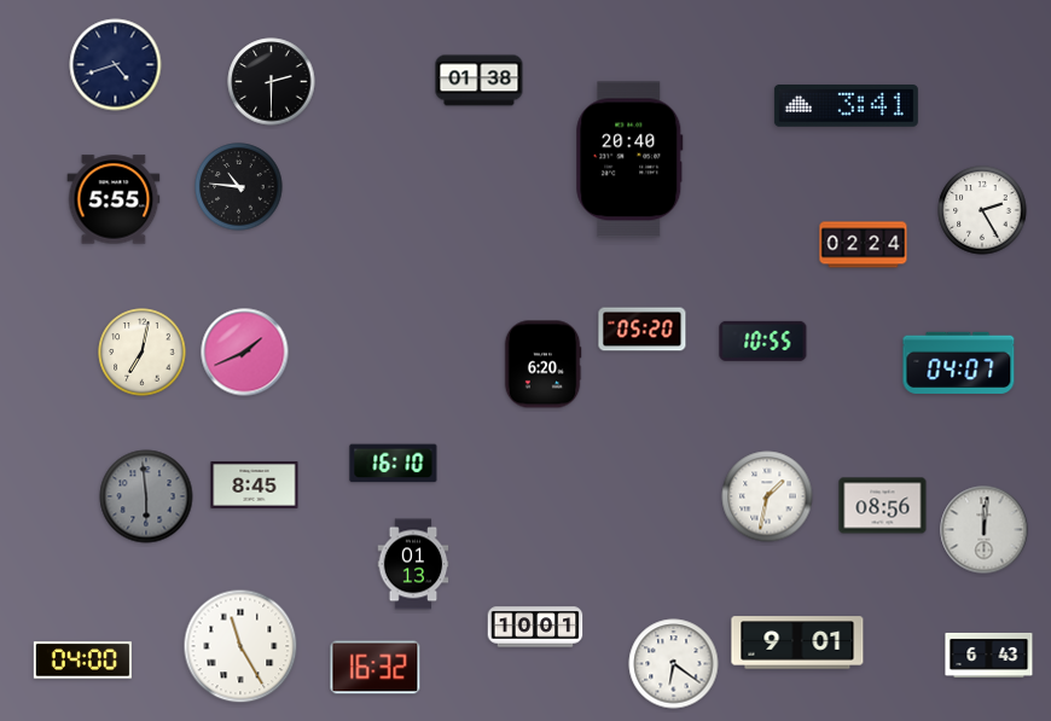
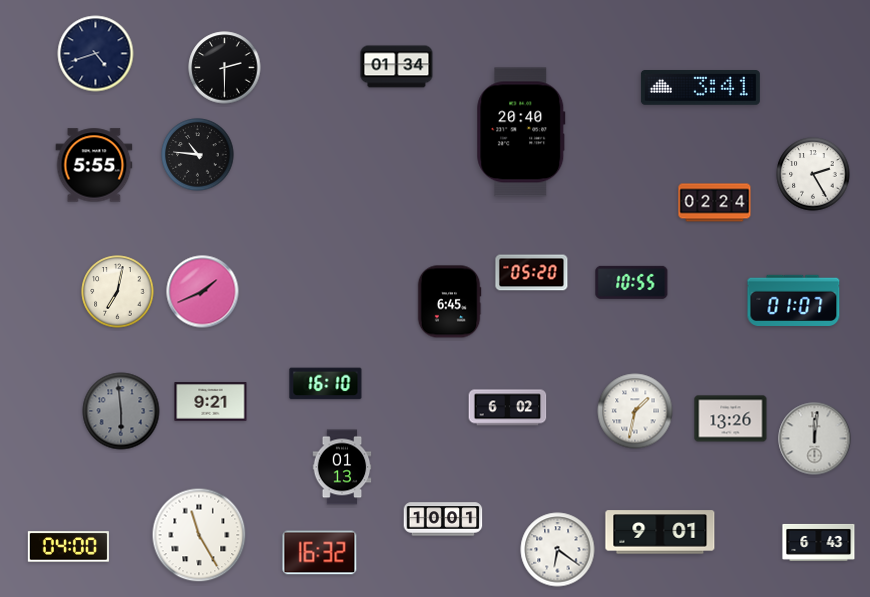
clock at (480, 81): 01:38 -> 01:34
clock at (959, 362): 04:07 -> 01:07
clock at (542, 365): 6:20 -> 6:45
clock at (255, 485): 8:45 -> 9:21
clock at (508, 408): none -> 6:02
clock at (883, 506): 08:56 -> 13:26
clock at (376, 668) position: (376, 668) -> (320, 553)
